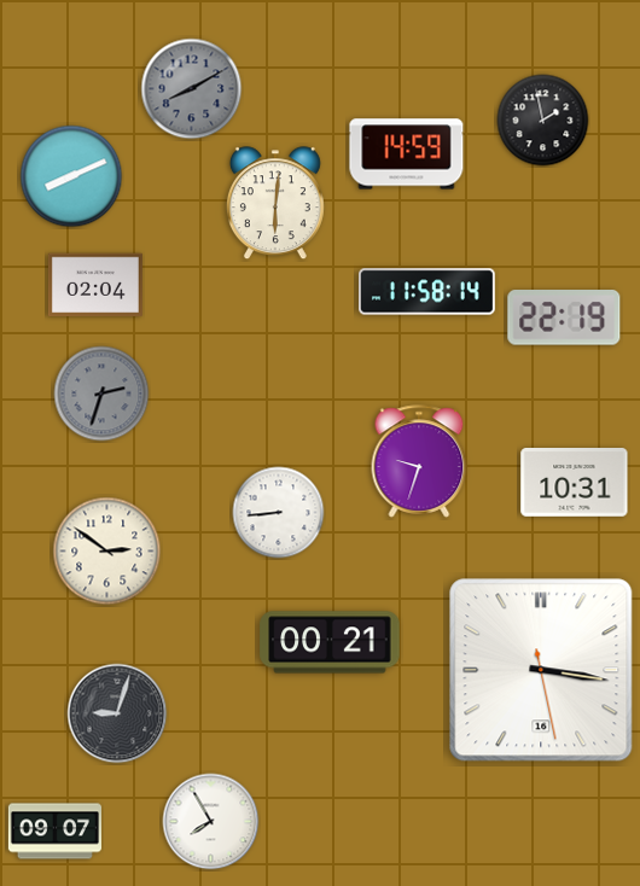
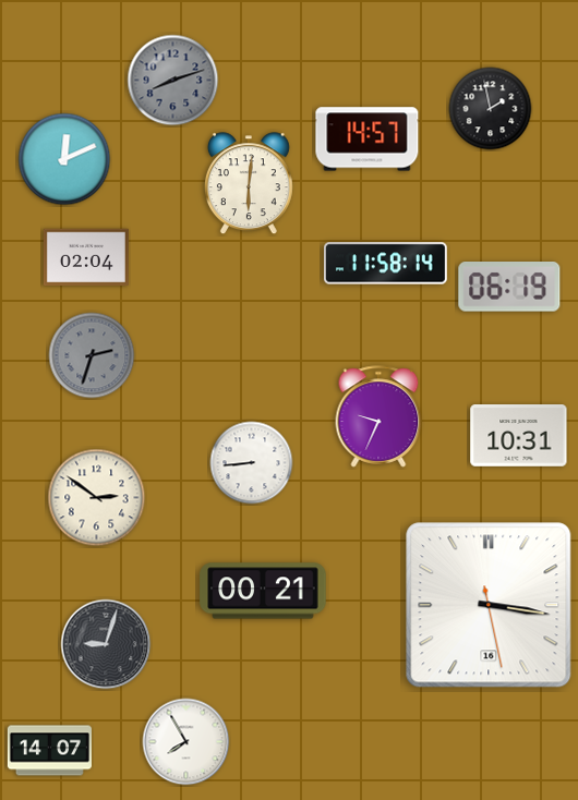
clock at (192, 89): 8:10 -> 8:12
clock at (407, 155): 14:59 -> 14:57
clock at (71, 176): 8:11 -> 12:11
clock at (564, 319): 22:19 -> 06:19
clock at (419, 461): 9:33 -> 9:34
clock at (330, 642) position: (330, 642) -> (263, 591)
clock at (211, 822) position: (211, 822) -> (186, 742)
clock at (54, 832): 09:07 -> 14:07
